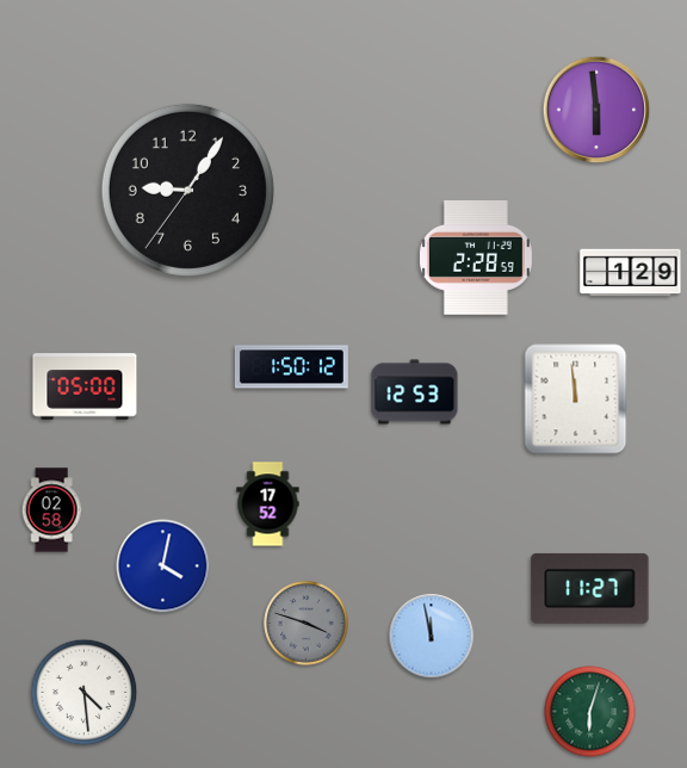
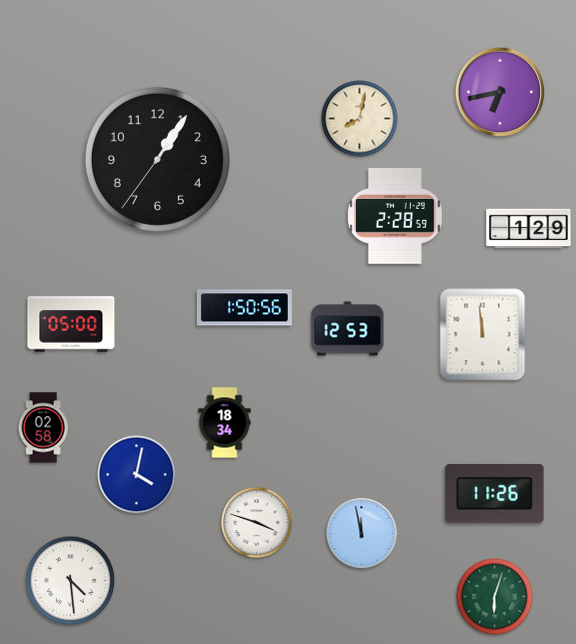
clock at (596, 110): 5:59 -> 6:43
clock at (360, 119): none -> 8:02
clock at (187, 190): 9:05 -> 1:05
clock at (476, 258) position: (476, 258) -> (395, 216)
clock at (291, 367): 1:50:12 -> 1:50:56
clock at (268, 504): 17:52 -> 18:34
clock at (590, 588): 11:27 -> 11:26
clock at (307, 624) dial: grey -> white
